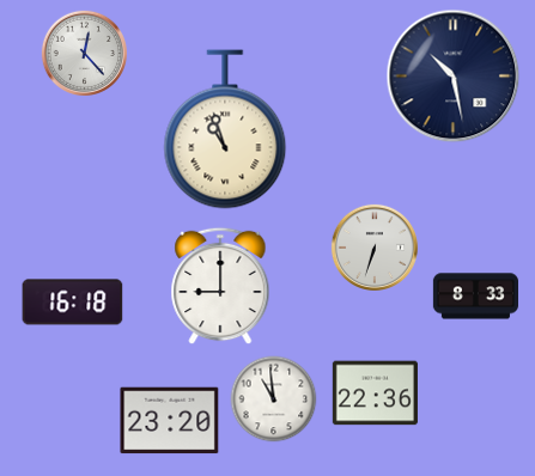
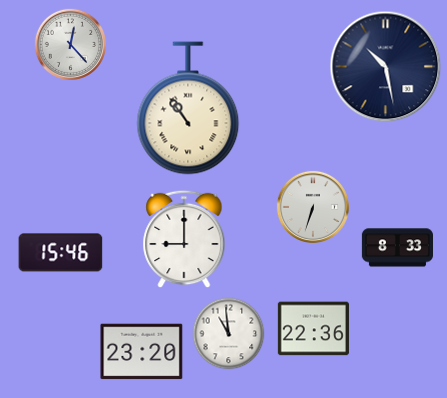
clock at (454, 77) position: (454, 77) -> (386, 67)
clock at (225, 129): 10:57 -> 10:54
clock at (73, 303): 16:18 -> 15:46
